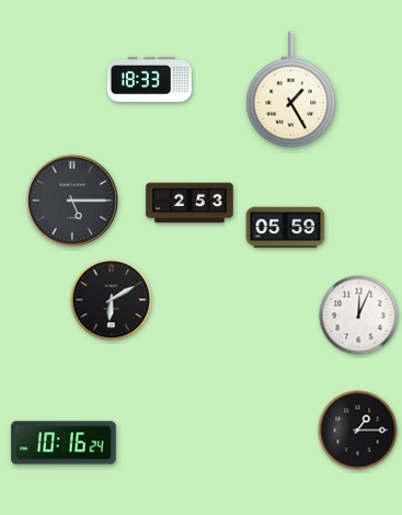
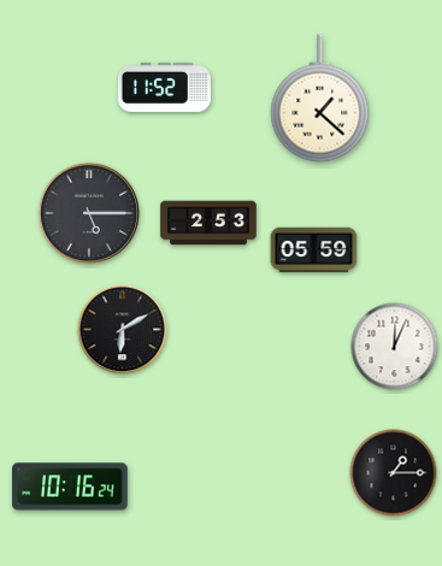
clock at (149, 79): 18:33 -> 11:52
clock at (291, 90): 1:25 -> 1:22
clock at (72, 201) position: (72, 201) -> (89, 213)
